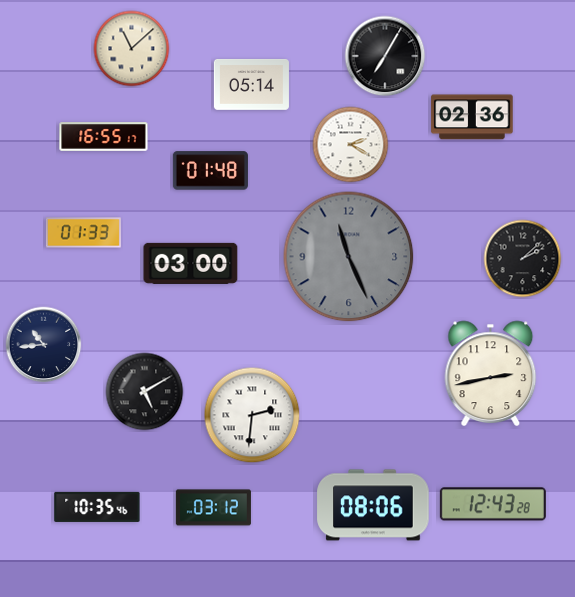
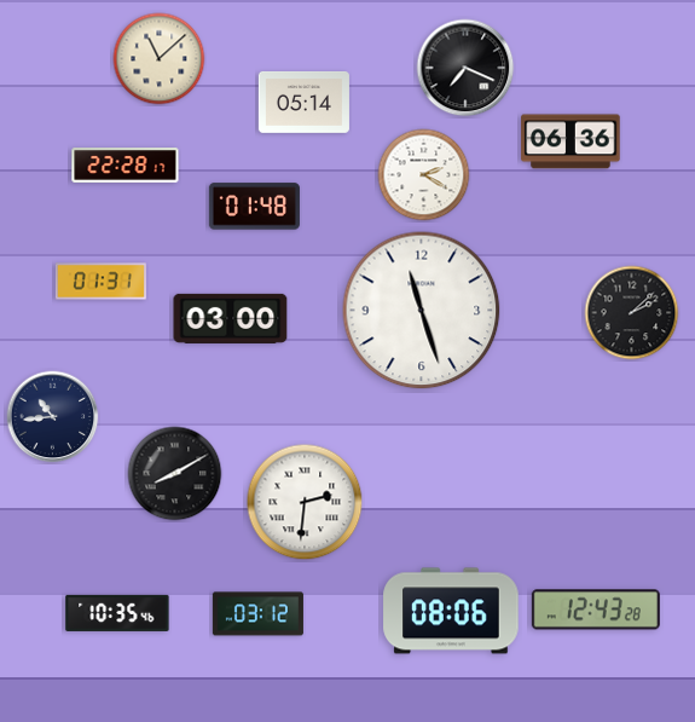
clock at (385, 56): 7:05 -> 7:19
clock at (472, 117): 02:36 -> 06:36
clock at (104, 137): 16:55 -> 22:28
clock at (83, 233): 01:33 -> 01:31
clock at (349, 257): 11:26 -> 11:27
clock at (349, 257) dial: grey -> white
clock at (491, 374): 2:43 -> none
clock at (145, 392): 5:10 -> 8:10
